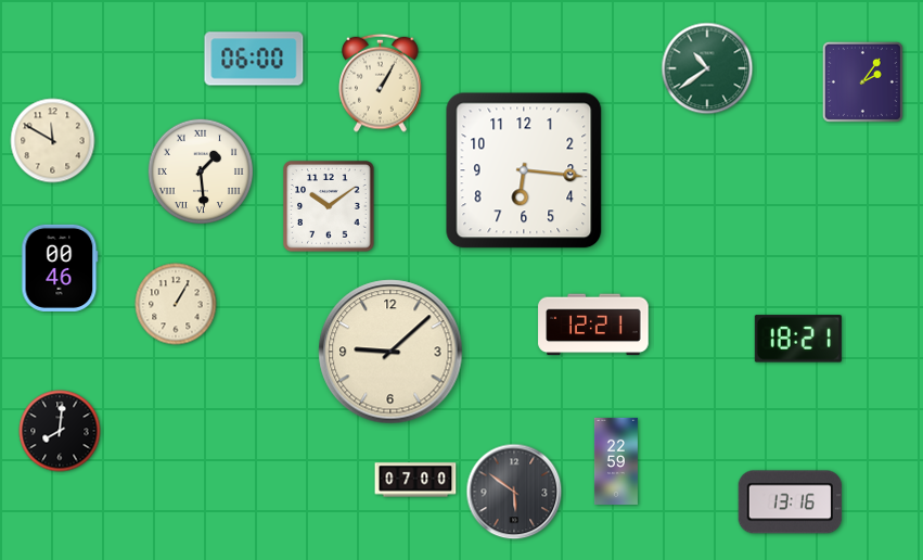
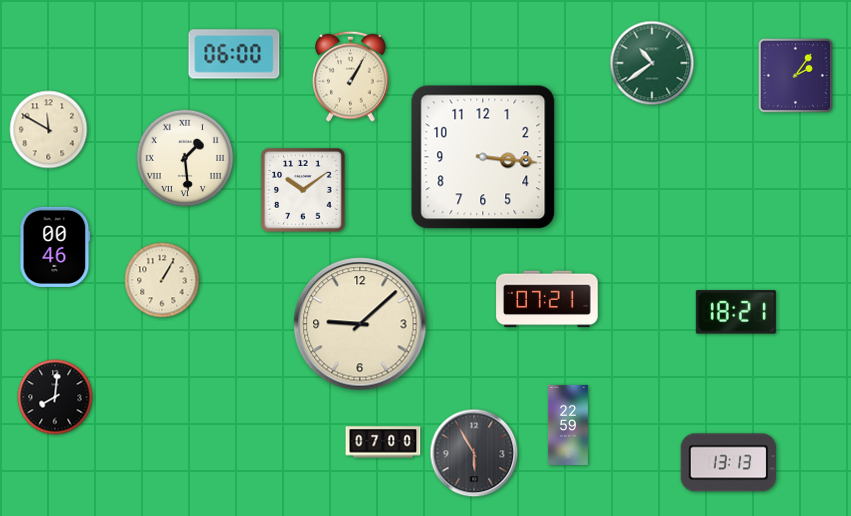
clock at (524, 170): 6:16 -> 3:16
clock at (593, 324): 12:21 -> 07:21
clock at (514, 492): 5:51 -> 5:55
clock at (791, 502): 13:16 -> 13:13
